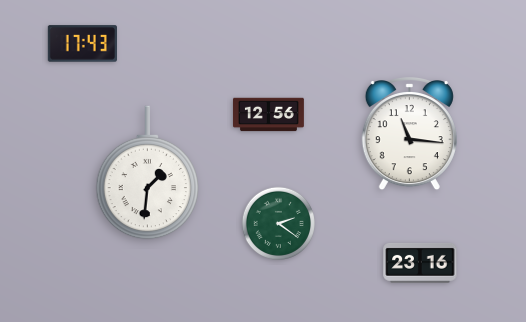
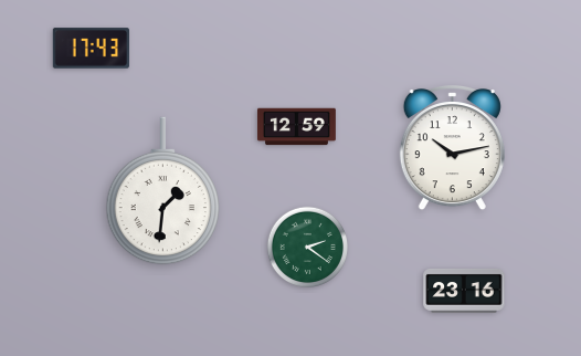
clock at (268, 115): 12:56 -> 12:59
clock at (409, 135): 11:16 -> 10:13
